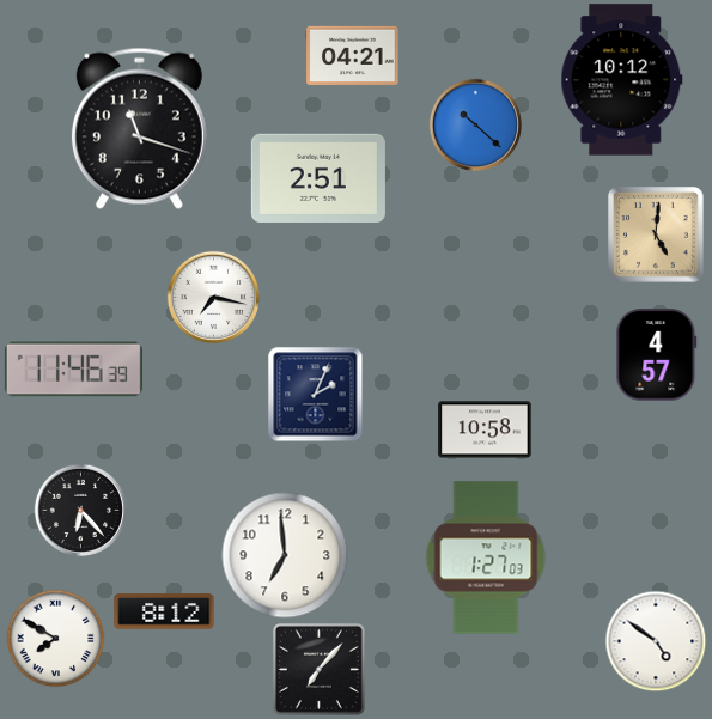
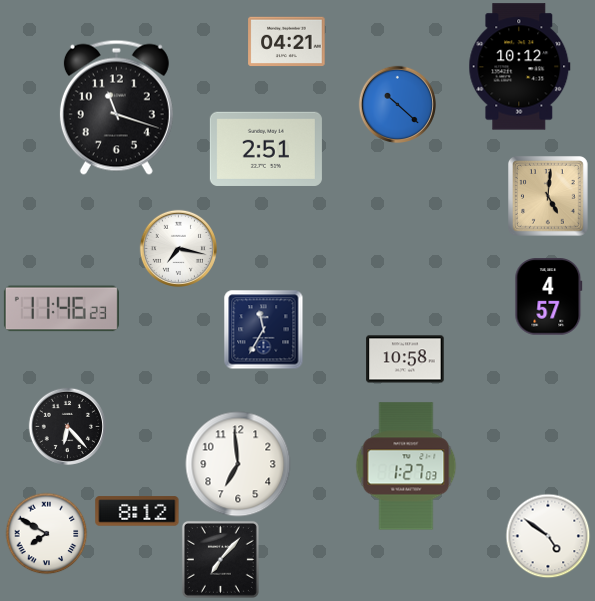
clock at (353, 56) position: (353, 56) -> (287, 42)
clock at (73, 370): 11:46:39 -> 11:46:23
clock at (315, 394): 2:04 -> 11:35
clock at (318, 669) position: (318, 669) -> (220, 559)
